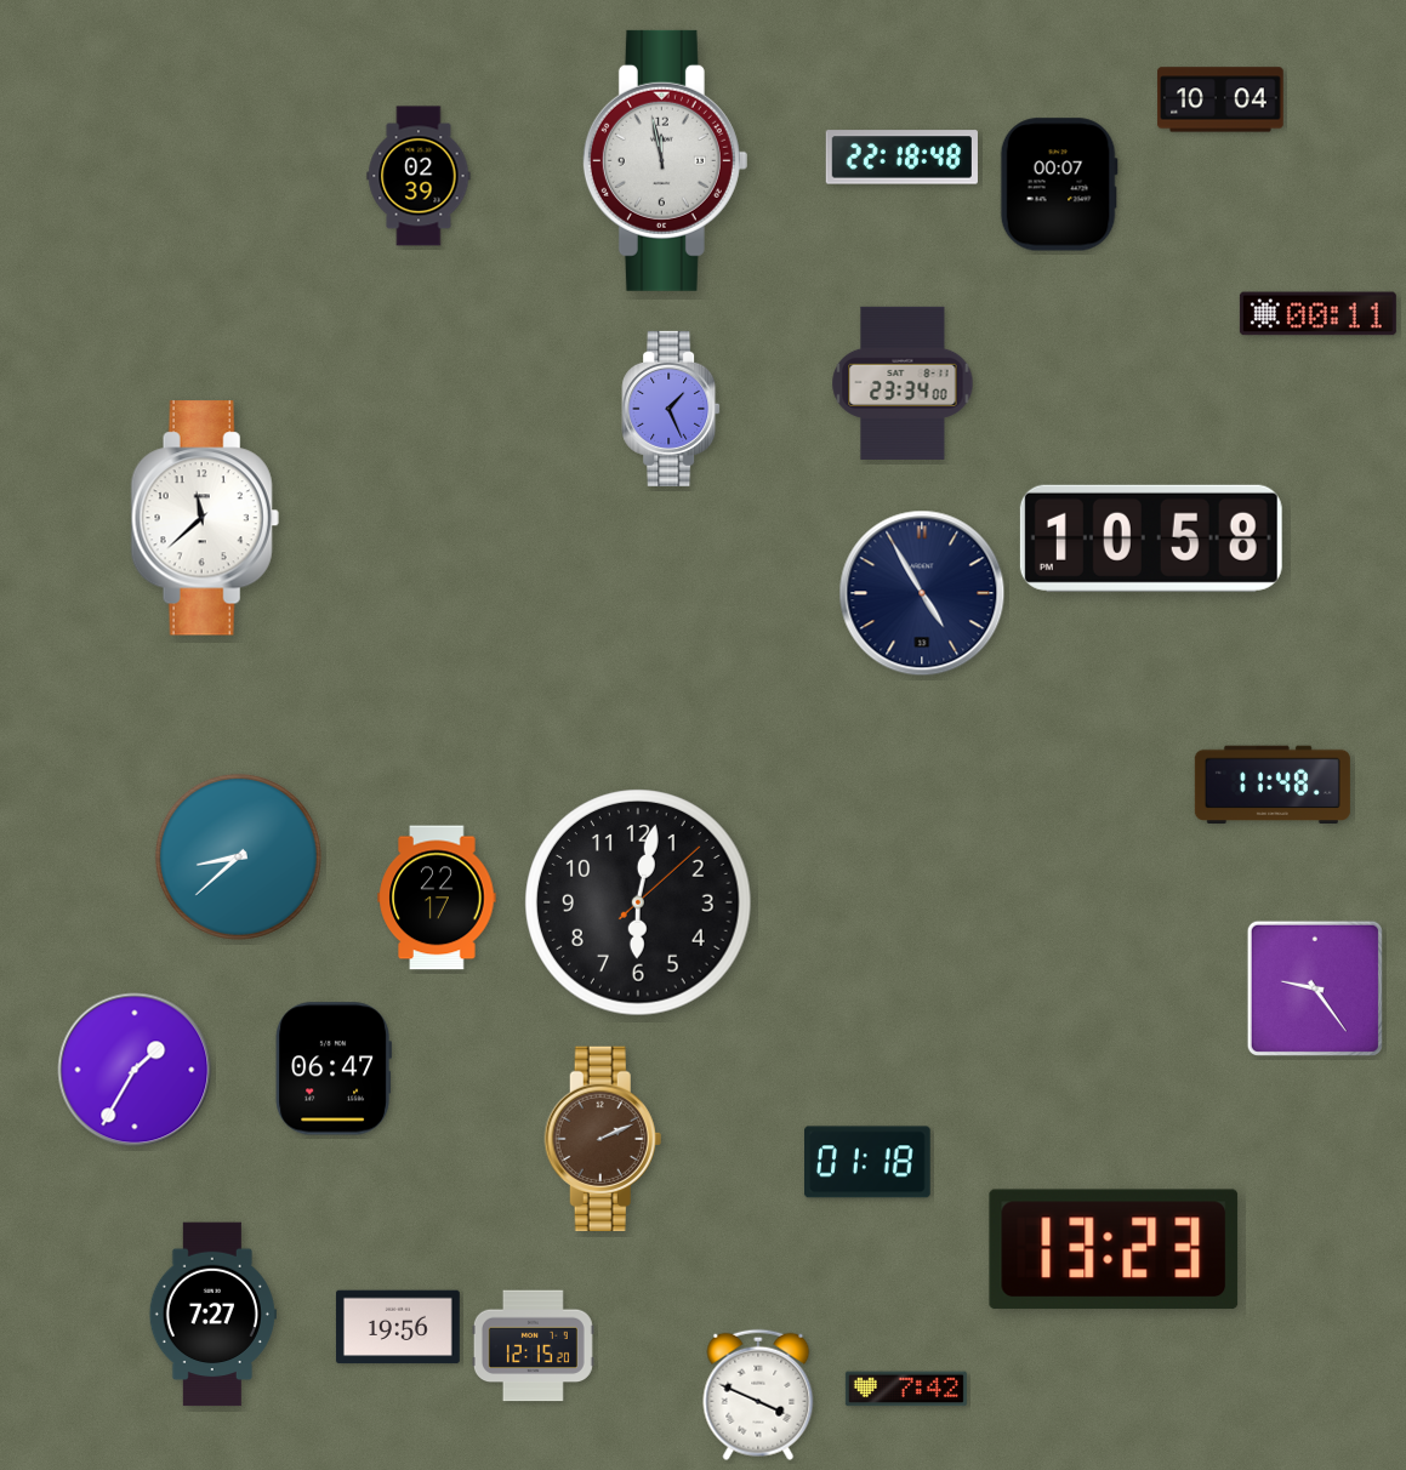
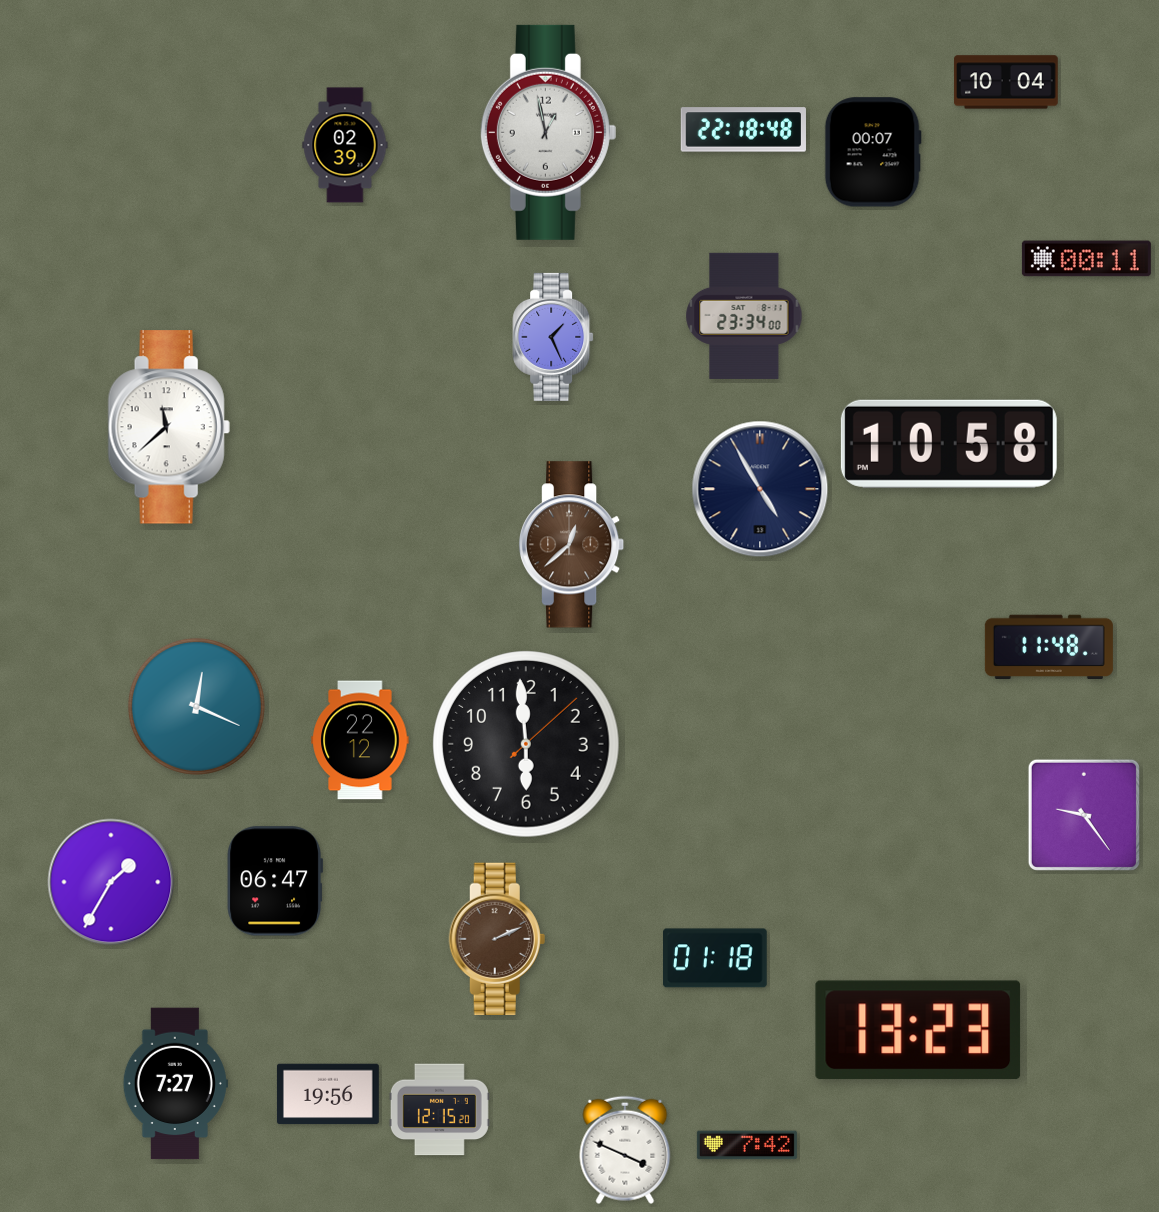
clock at (665, 160): 11:58 -> 12:58
clock at (572, 545): none -> 12:38
clock at (238, 856): 8:38 -> 12:19
clock at (437, 898): 22:17 -> 22:12
clock at (638, 902): 6:02 -> 5:59
